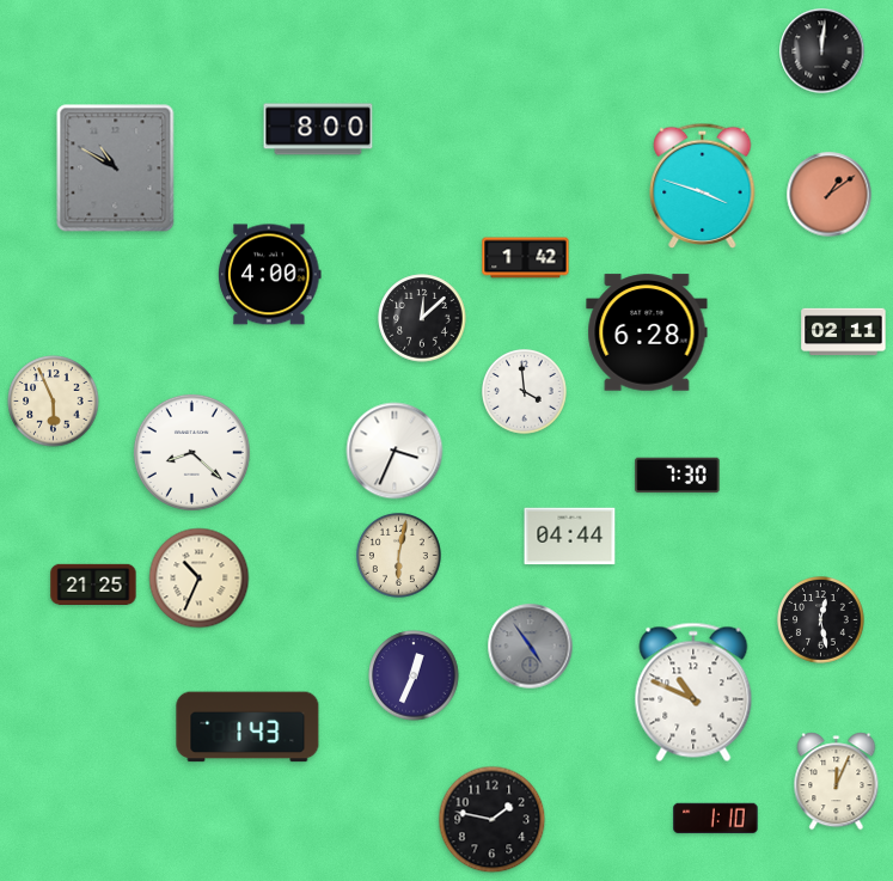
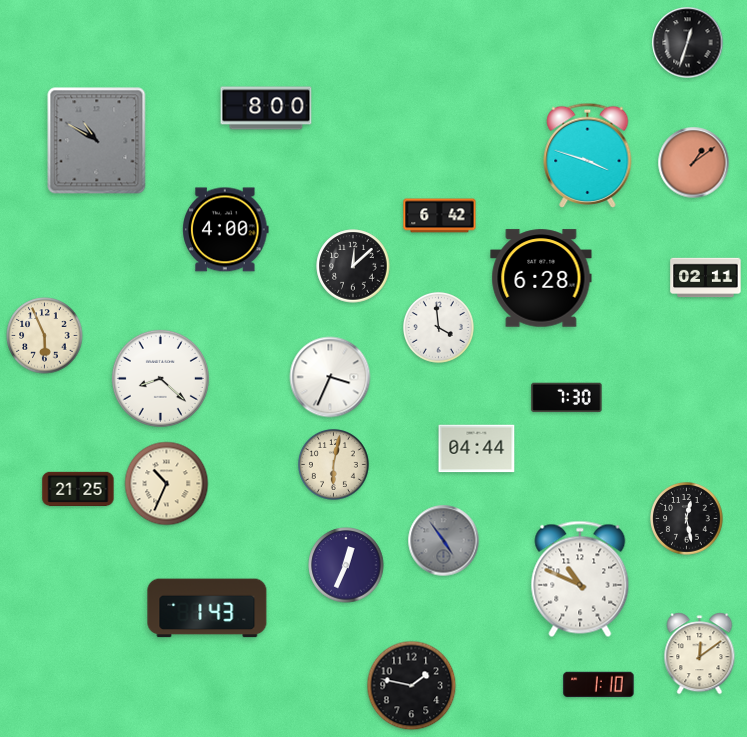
clock at (822, 51): 12:01 -> 12:33
clock at (526, 258): 1:42 -> 6:42
clock at (837, 782): 12:04 -> 12:09
